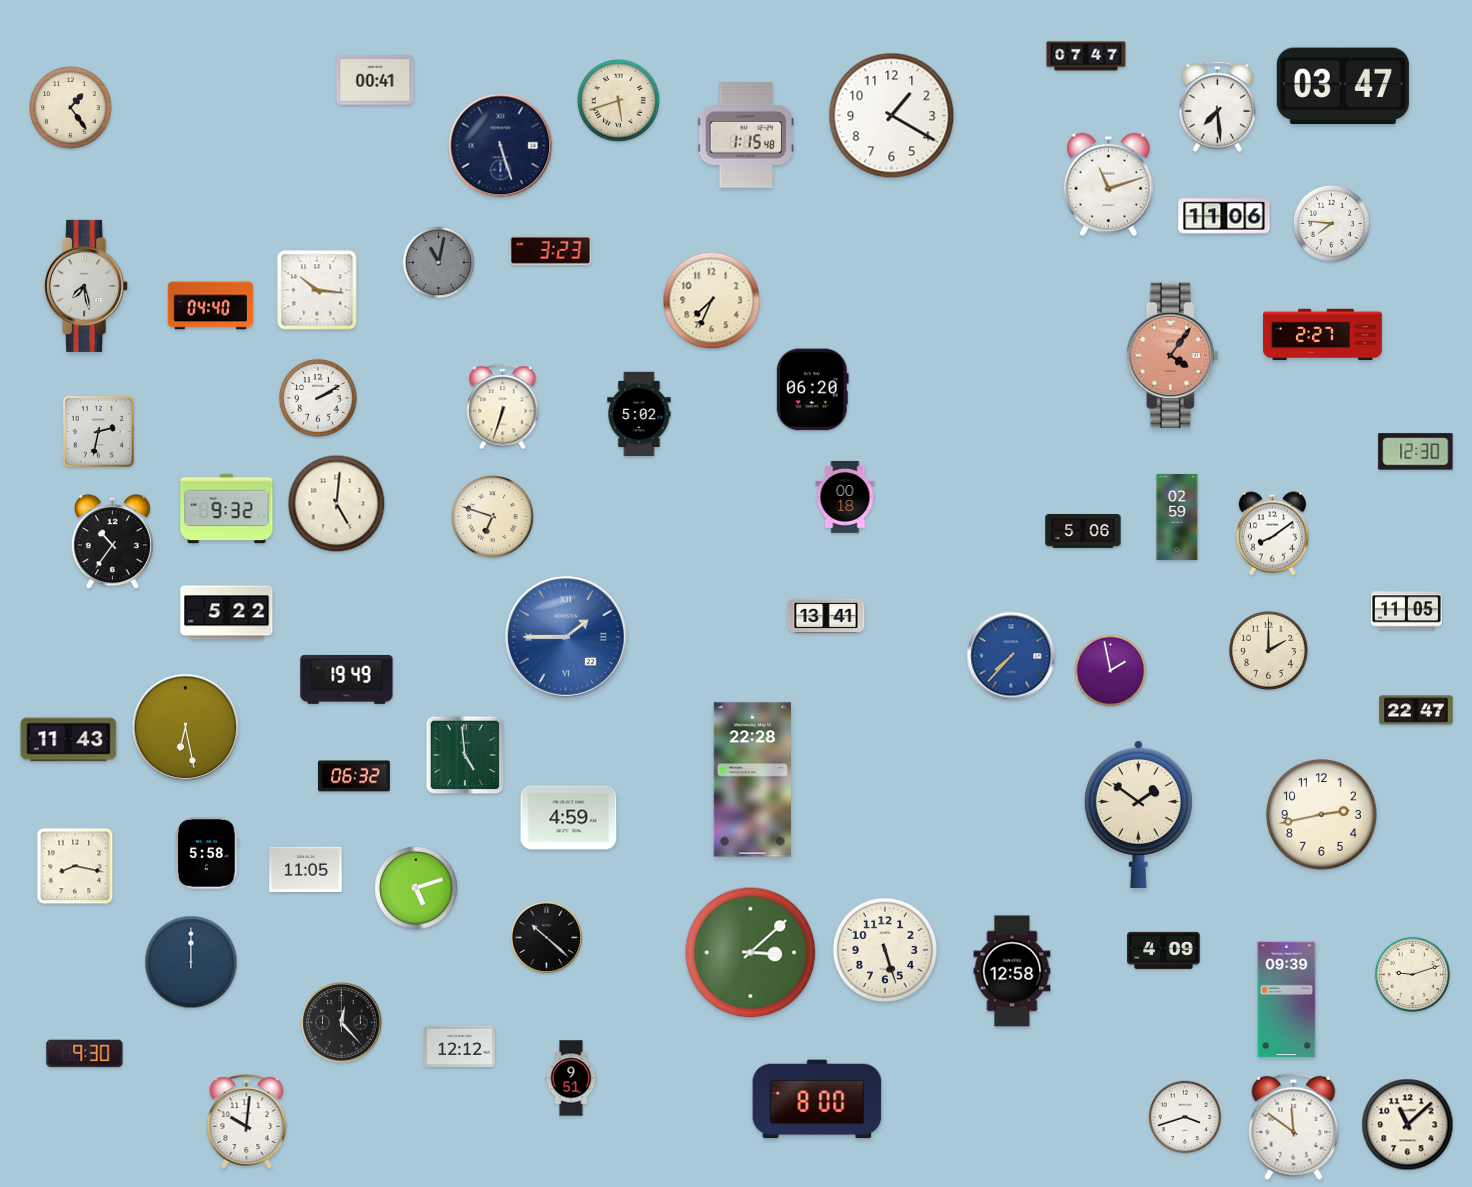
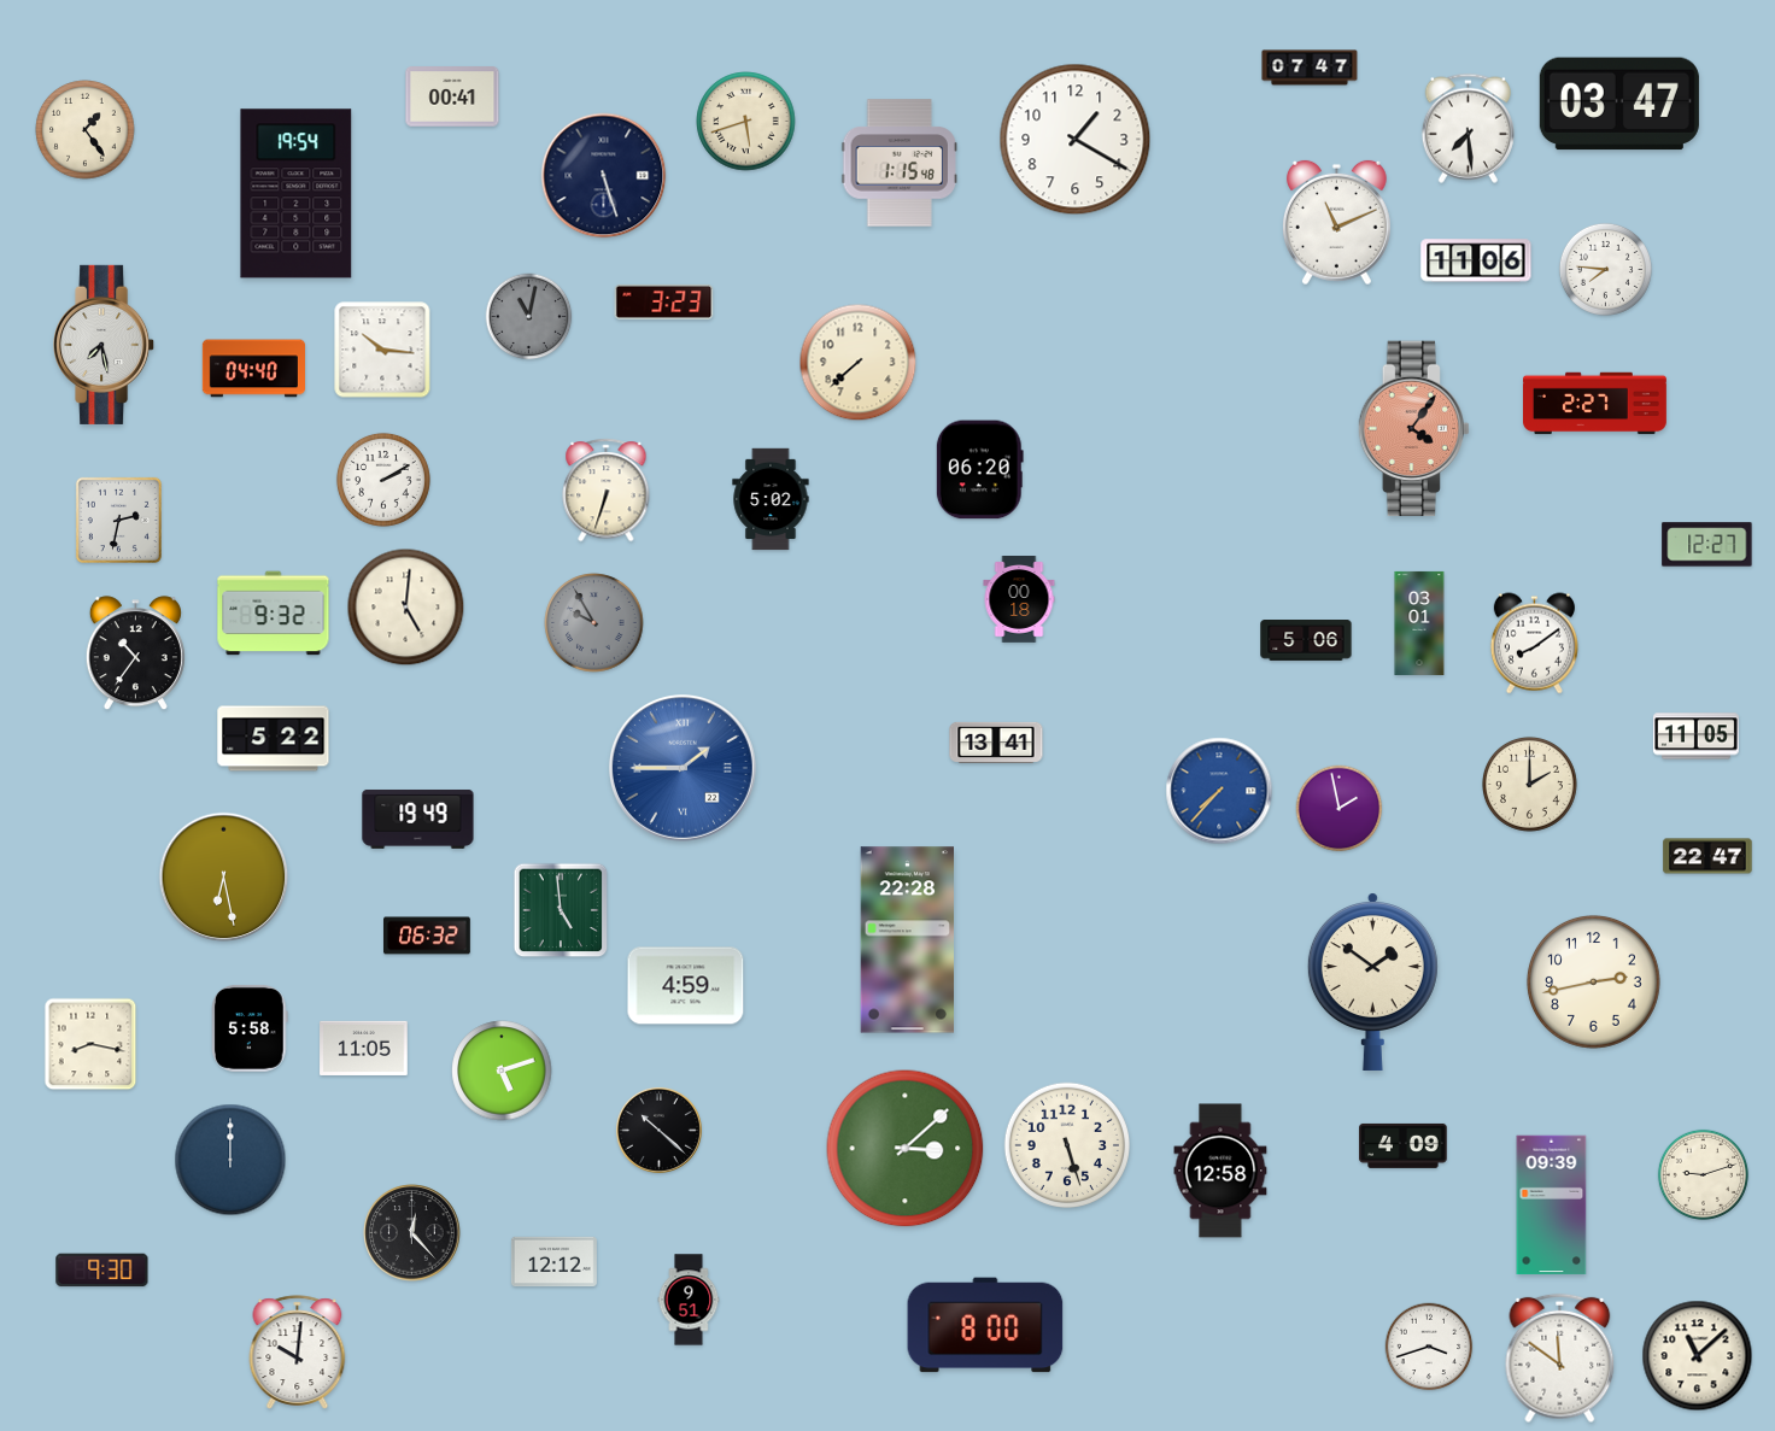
clock at (297, 194): none -> 19:54
clock at (1108, 185): 11:12 -> 11:11
clock at (712, 301): 7:34 -> 7:38
clock at (1416, 452): 12:30 -> 12:27
clock at (493, 517): 6:48 -> 9:55
clock at (493, 517) dial: cream -> grey
clock at (1177, 517): 02:59 -> 03:01
clock at (69, 740): 11:43 -> none
clock at (306, 869) position: (306, 869) -> (364, 1048)
